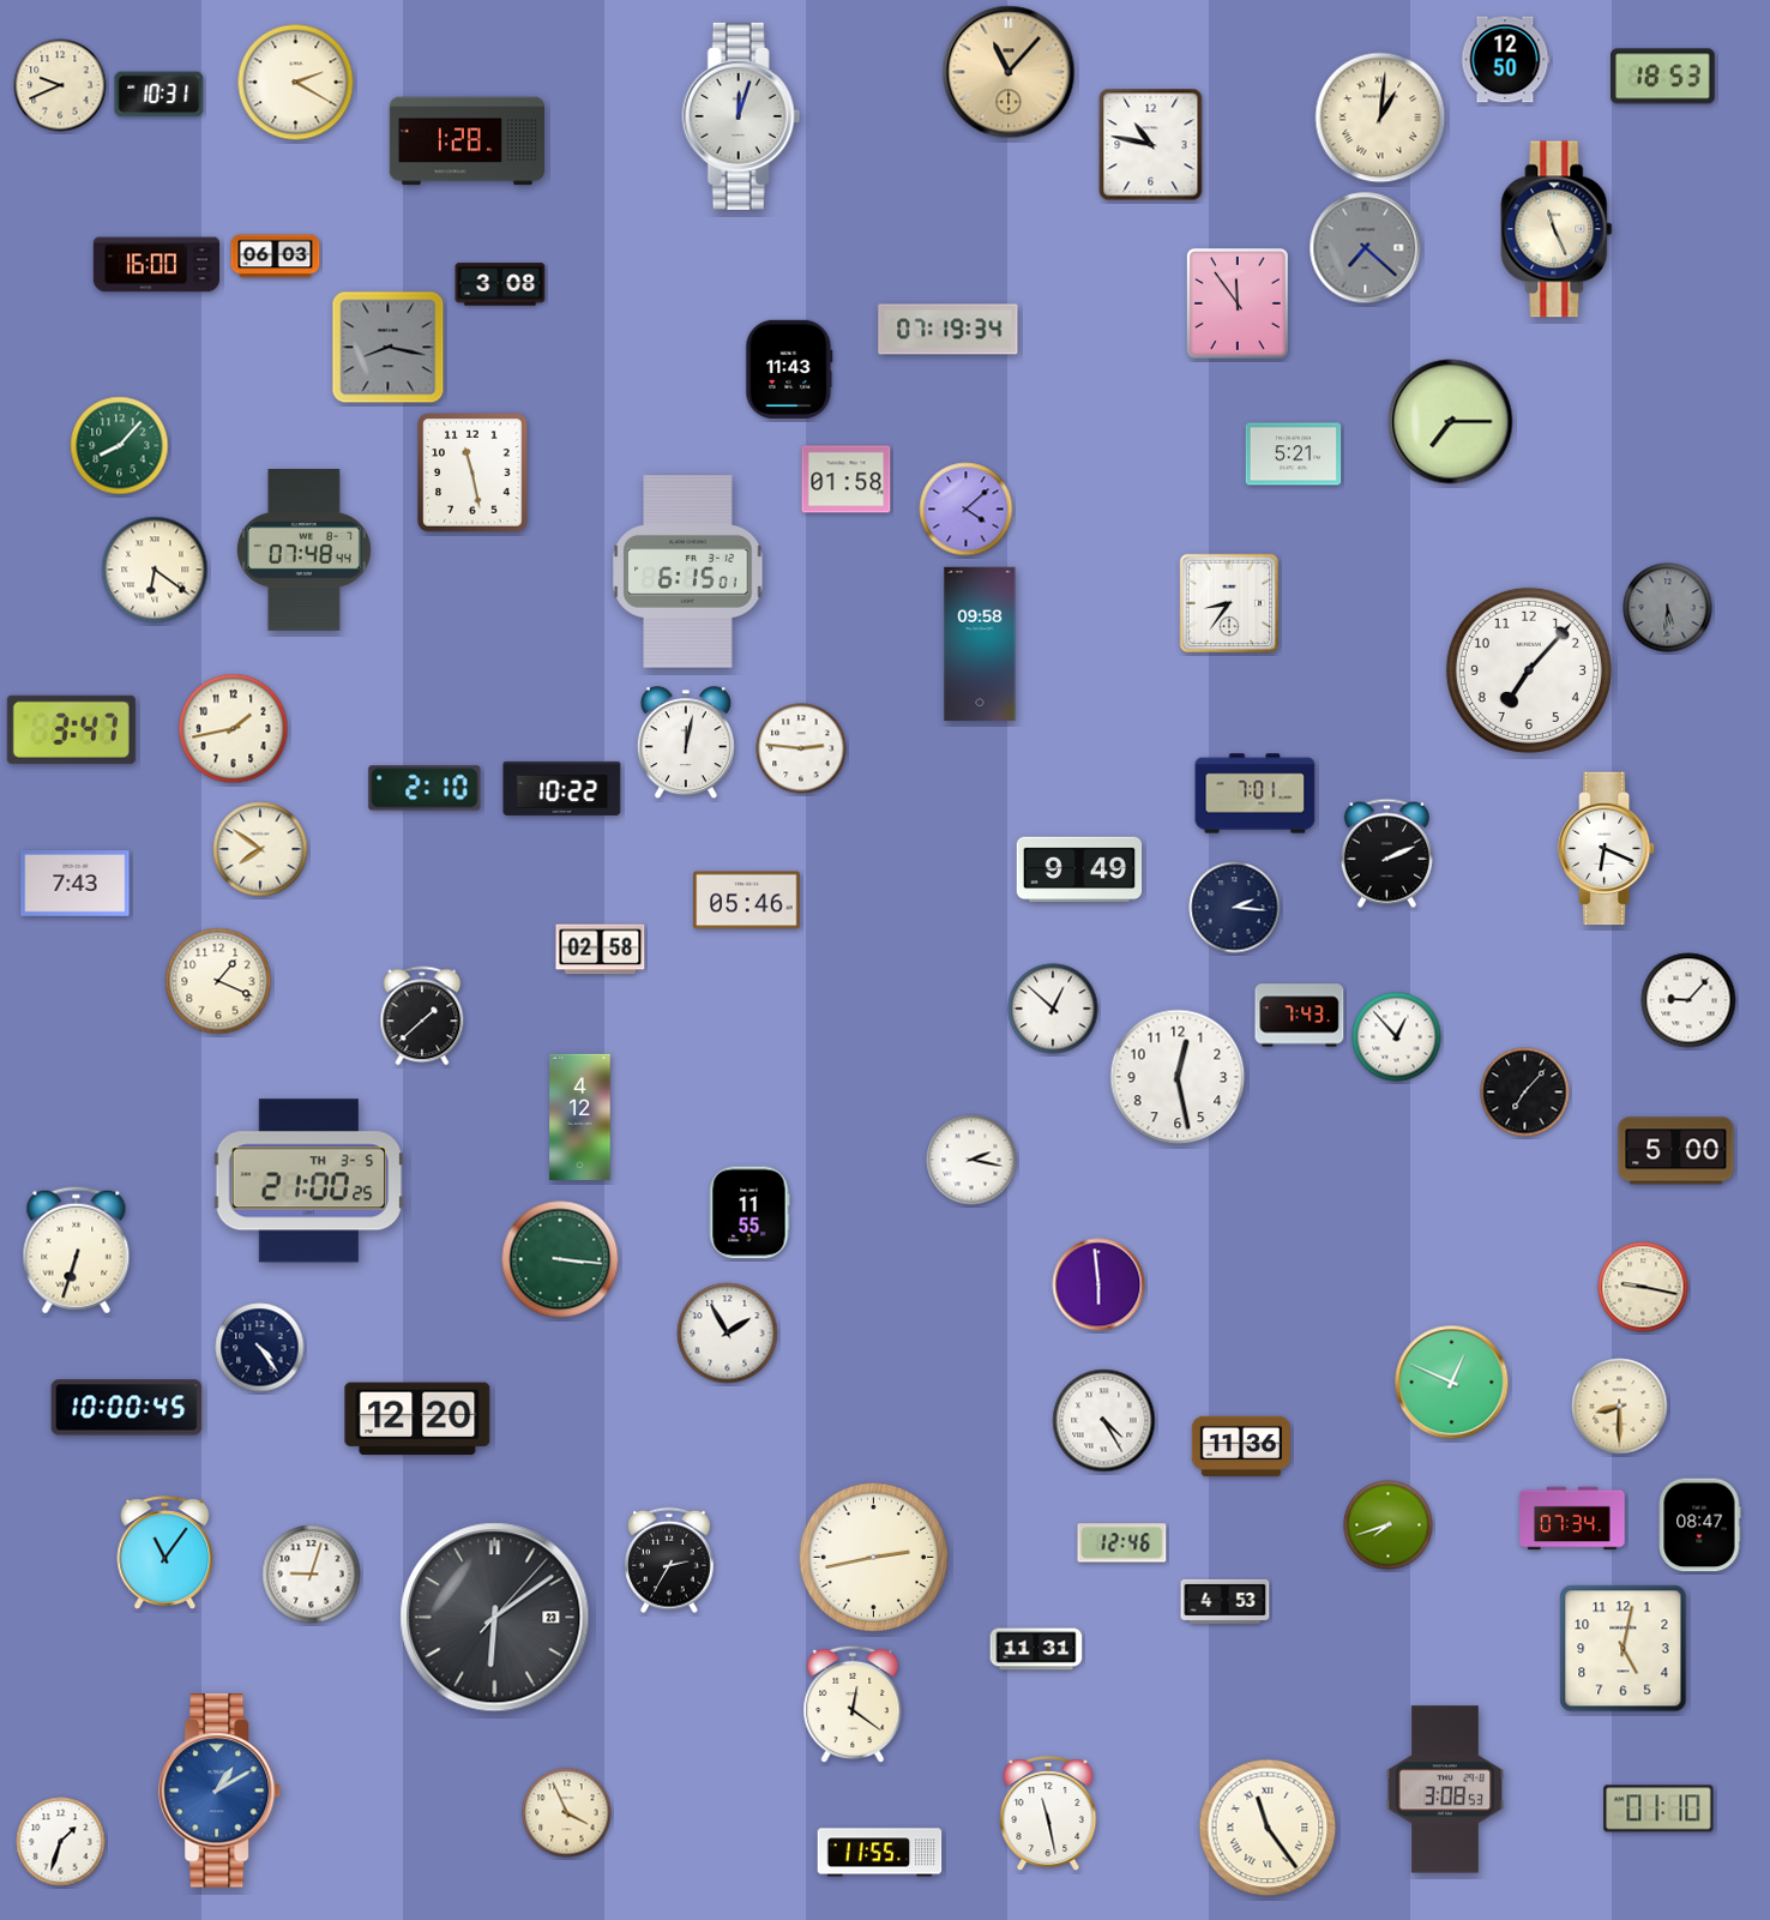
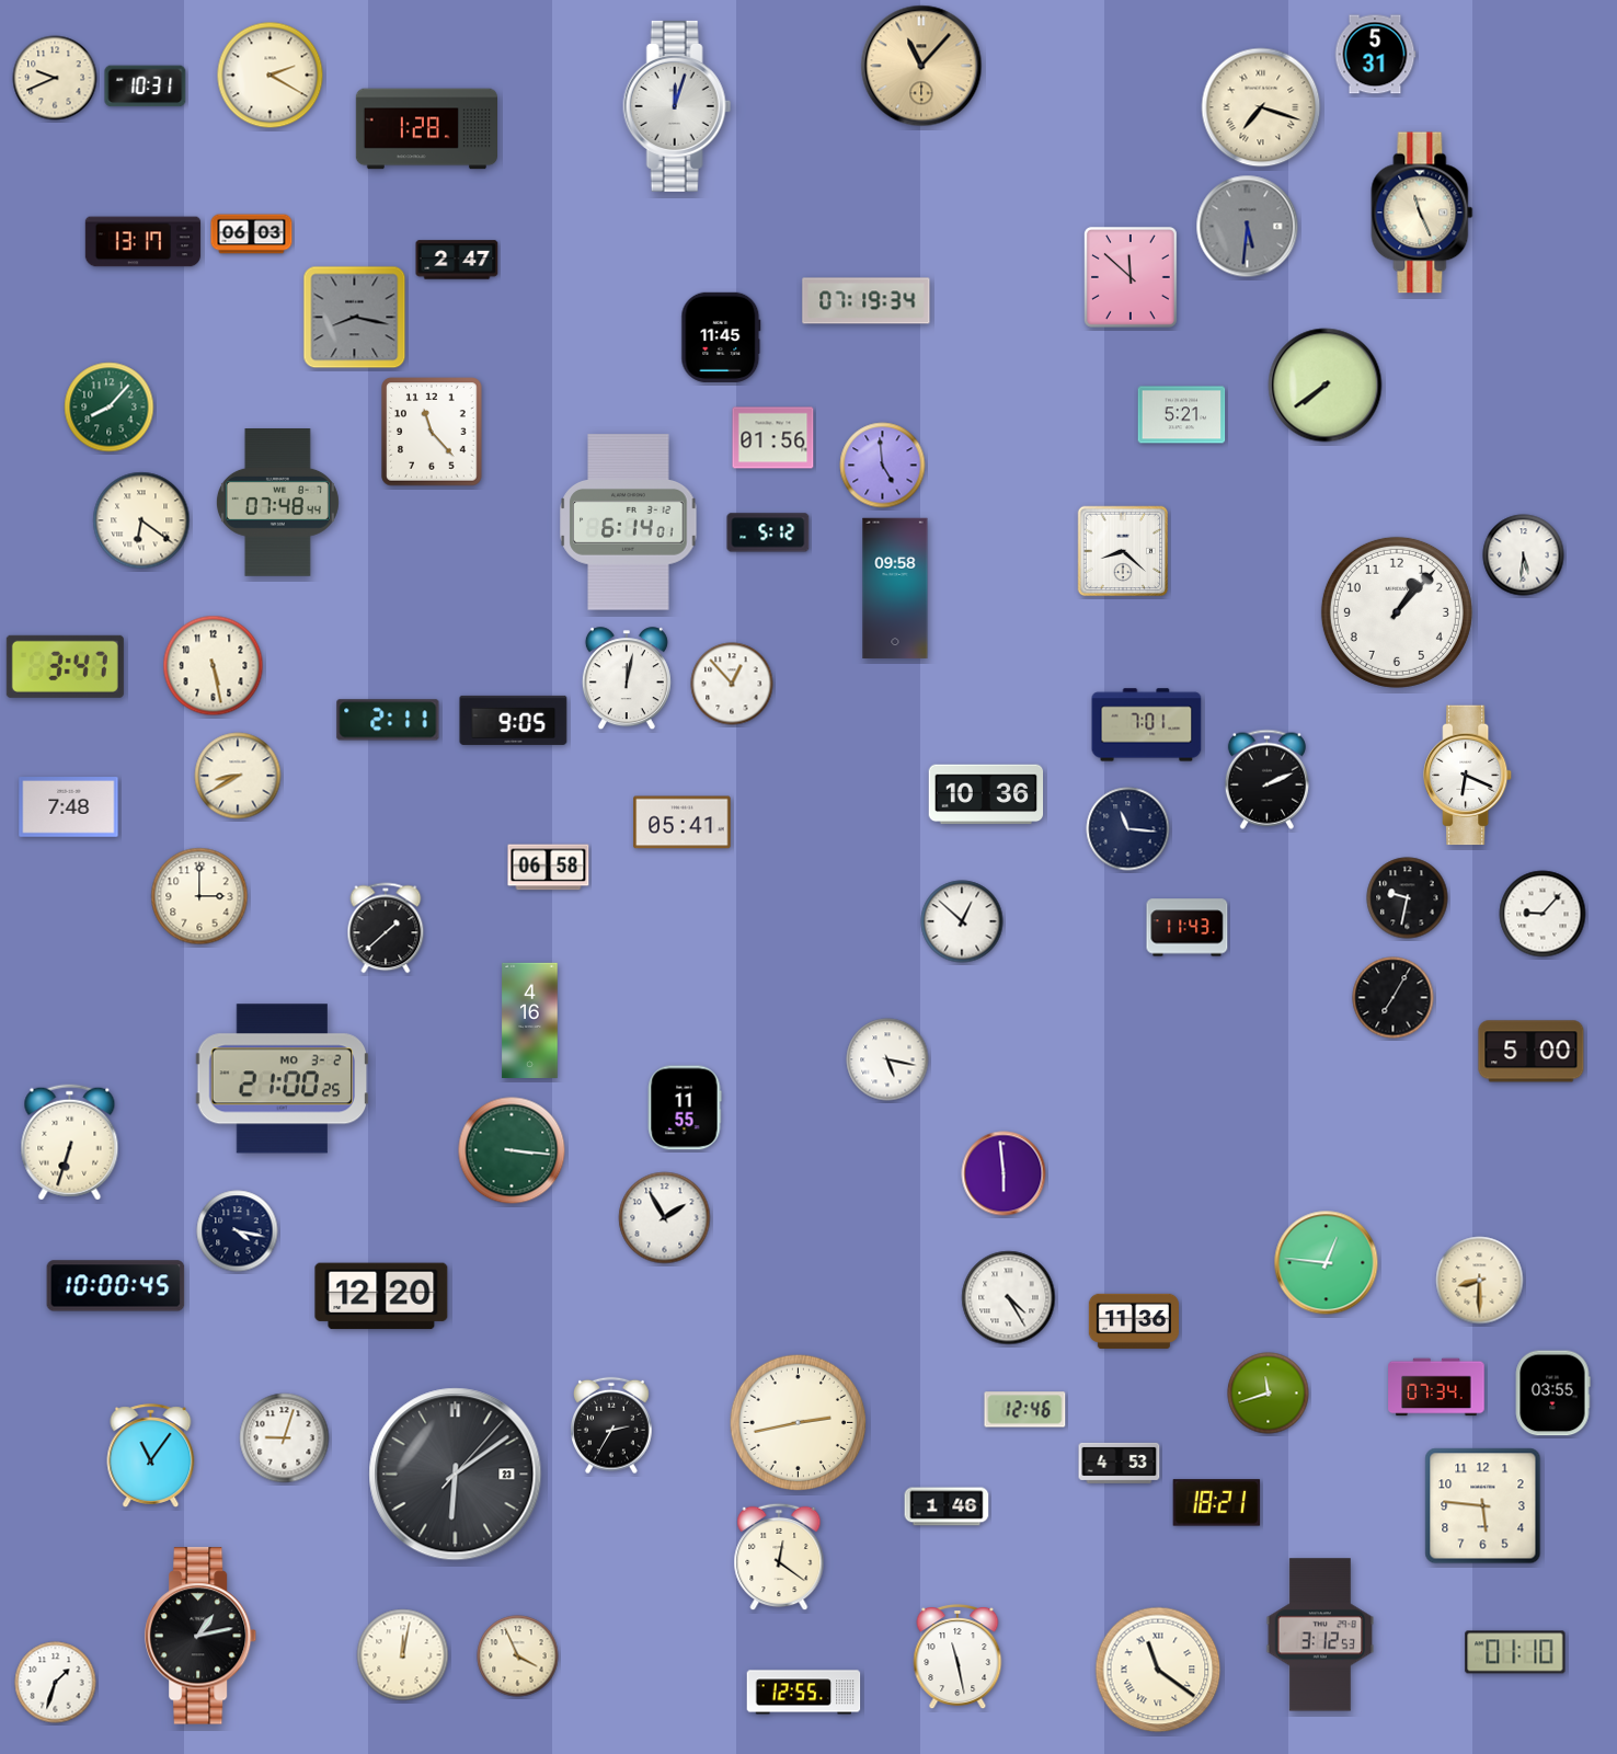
clock at (1505, 60): 12:50 -> 5:31
clock at (1663, 77): 18:53 -> none
clock at (1380, 118): 1:01 -> 7:18
clock at (1151, 145): 10:47 -> none
clock at (1557, 229) position: (1557, 229) -> (1422, 213)
clock at (1366, 248): 7:22 -> 5:31
clock at (157, 265): 16:00 -> 13:17
clock at (500, 284): 3:08 -> 2:47
clock at (1238, 303): 11:54 -> 11:52
clock at (789, 369): 11:43 -> 11:45
clock at (1451, 422): 7:15 -> 7:39
clock at (472, 473): 11:28 -> 11:23
clock at (847, 480): 01:58 -> 01:56
clock at (967, 510): 4:08 -> 4:59
clock at (688, 572): 6:15 -> 6:14
clock at (768, 532): none -> 5:12
clock at (1229, 603): 8:36 -> 8:22
clock at (1668, 608) dial: grey -> white
clock at (1529, 670): 7:07 -> 1:07
clock at (234, 729): 1:43 -> 5:28
clock at (801, 748): 2:46 -> 12:53
clock at (425, 788): 2:10 -> 2:11
clock at (562, 788): 10:22 -> 9:05
clock at (260, 849): 7:51 -> 8:40
clock at (1079, 869): 9:49 -> 10:36
clock at (76, 884): 7:43 -> 7:48
clock at (747, 901): 05:46 -> 05:41
clock at (1235, 908): 2:16 -> 11:16
clock at (601, 950): 02:58 -> 06:58
clock at (218, 981): 1:19 -> 3:00
clock at (1408, 898): none -> 9:32
clock at (1300, 1016): 7:43 -> 11:43
clock at (1397, 1037): 12:53 -> none
clock at (1178, 1077): 12:28 -> none
clock at (1525, 1093): 7:07 -> 7:05
clock at (580, 1118): 4:12 -> 4:16
clock at (971, 1160): 2:17 -> 5:17
clock at (309, 1181) date: TH 3-5 -> MO 3-2
clock at (1643, 1287): 9:17 -> none
clock at (260, 1348): 4:24 -> 4:17
clock at (1452, 1383): 12:49 -> 12:46
clock at (1620, 1407) position: (1620, 1407) -> (1480, 1281)
clock at (1389, 1525): 7:42 -> 11:42
clock at (1699, 1525): 08:47 -> 03:55
clock at (165, 1552) position: (165, 1552) -> (151, 1455)
clock at (495, 1618) position: (495, 1618) -> (456, 1475)
clock at (1217, 1503): none -> 18:21
clock at (1036, 1649): 11:31 -> 1:46
clock at (1624, 1649): 5:02 -> 5:46
clock at (1445, 1789): 3:08 -> 3:12
clock at (219, 1790): 1:10 -> 1:13
clock at (219, 1790) dial: blue -> black
clock at (403, 1655): none -> 12:02
clock at (1268, 1828): 11:24 -> 11:21
clock at (880, 1853): 11:55 -> 12:55
